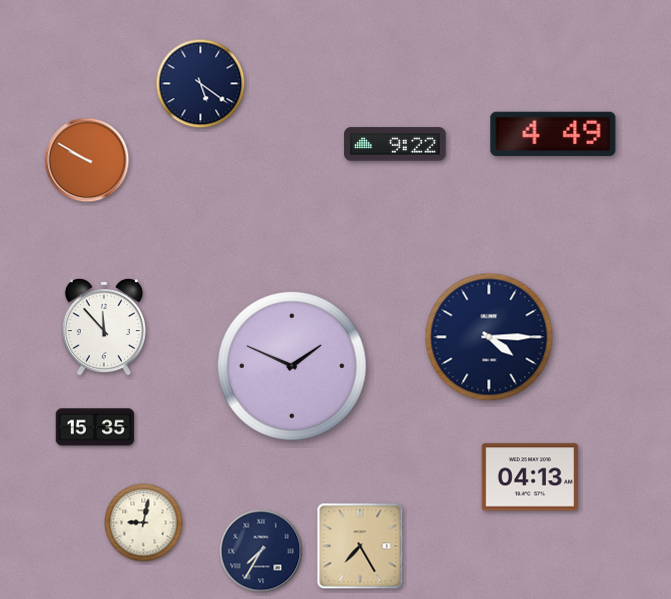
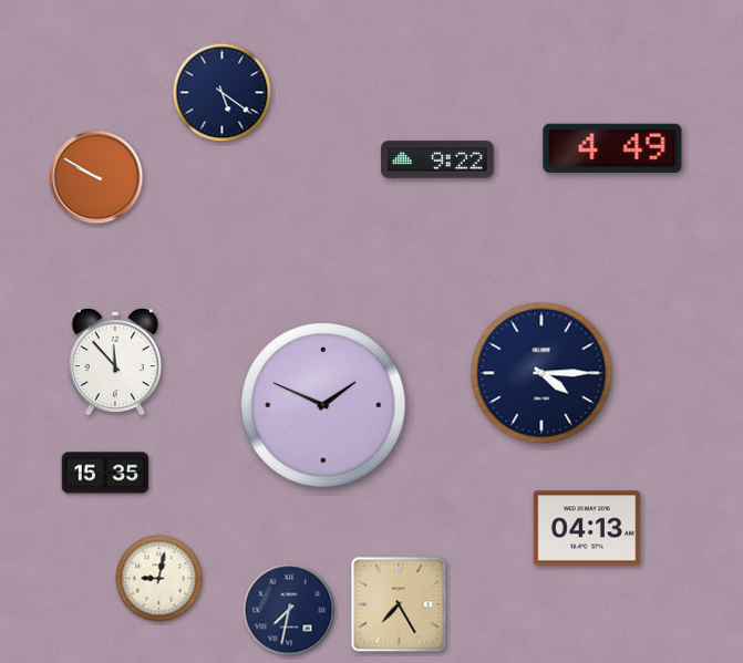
clock at (261, 551): 7:35 -> 7:32
